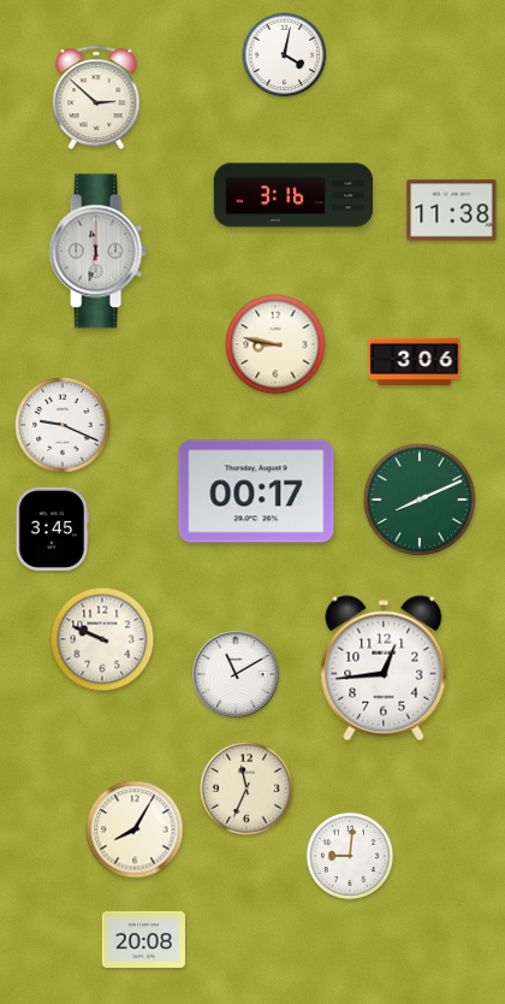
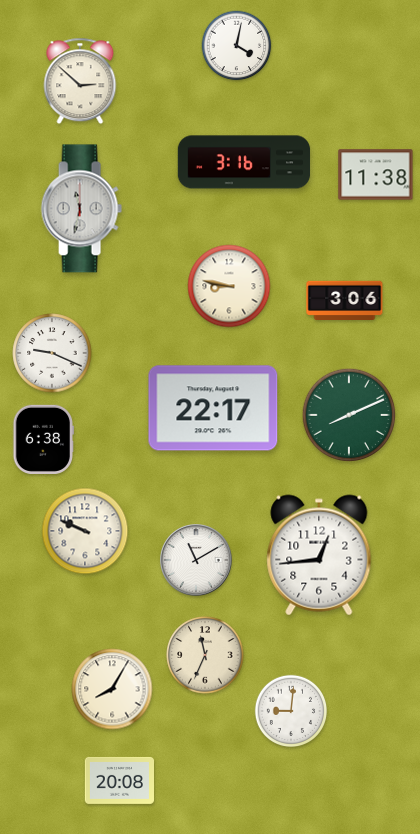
clock at (256, 491): 00:17 -> 22:17
clock at (52, 528): 3:45 -> 6:38
